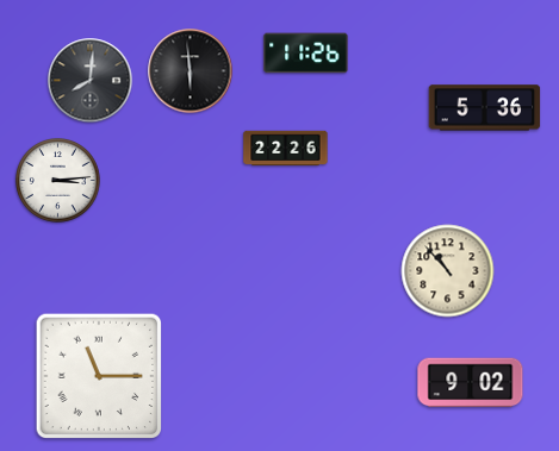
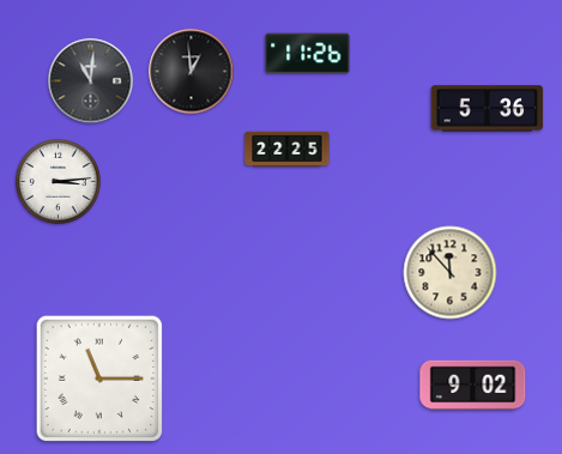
clock at (191, 71): 5:59 -> 12:59
clock at (91, 81): 8:01 -> 11:01
clock at (286, 149): 22:26 -> 22:25
clock at (448, 271): 10:53 -> 11:53
